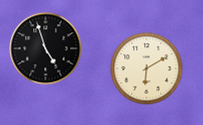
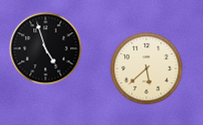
clock at (147, 69): 6:10 -> 5:38
